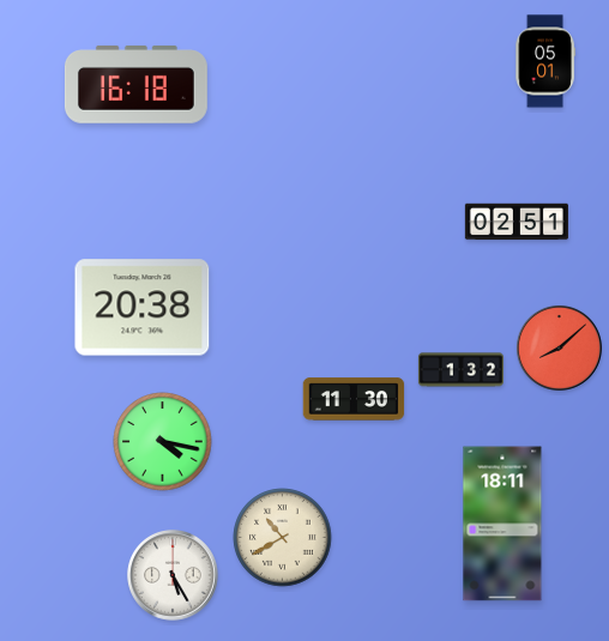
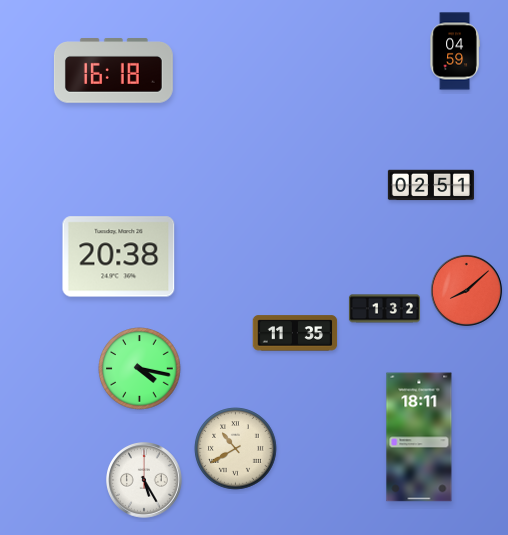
clock at (545, 61): 05:01 -> 04:59
clock at (354, 399): 11:30 -> 11:35
clock at (163, 442) position: (163, 442) -> (140, 369)
